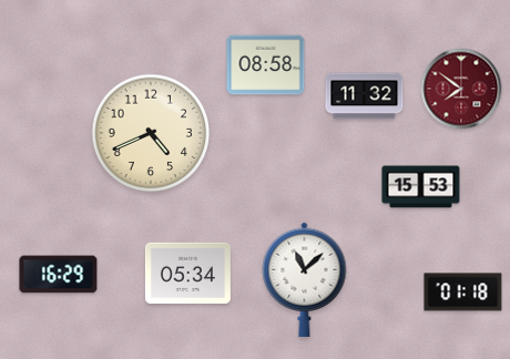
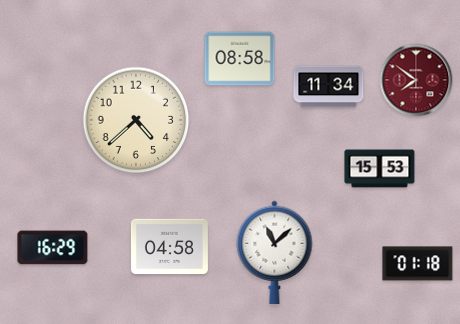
clock at (365, 96): 11:32 -> 11:34
clock at (151, 133): 4:41 -> 4:38
clock at (187, 273): 05:34 -> 04:58
